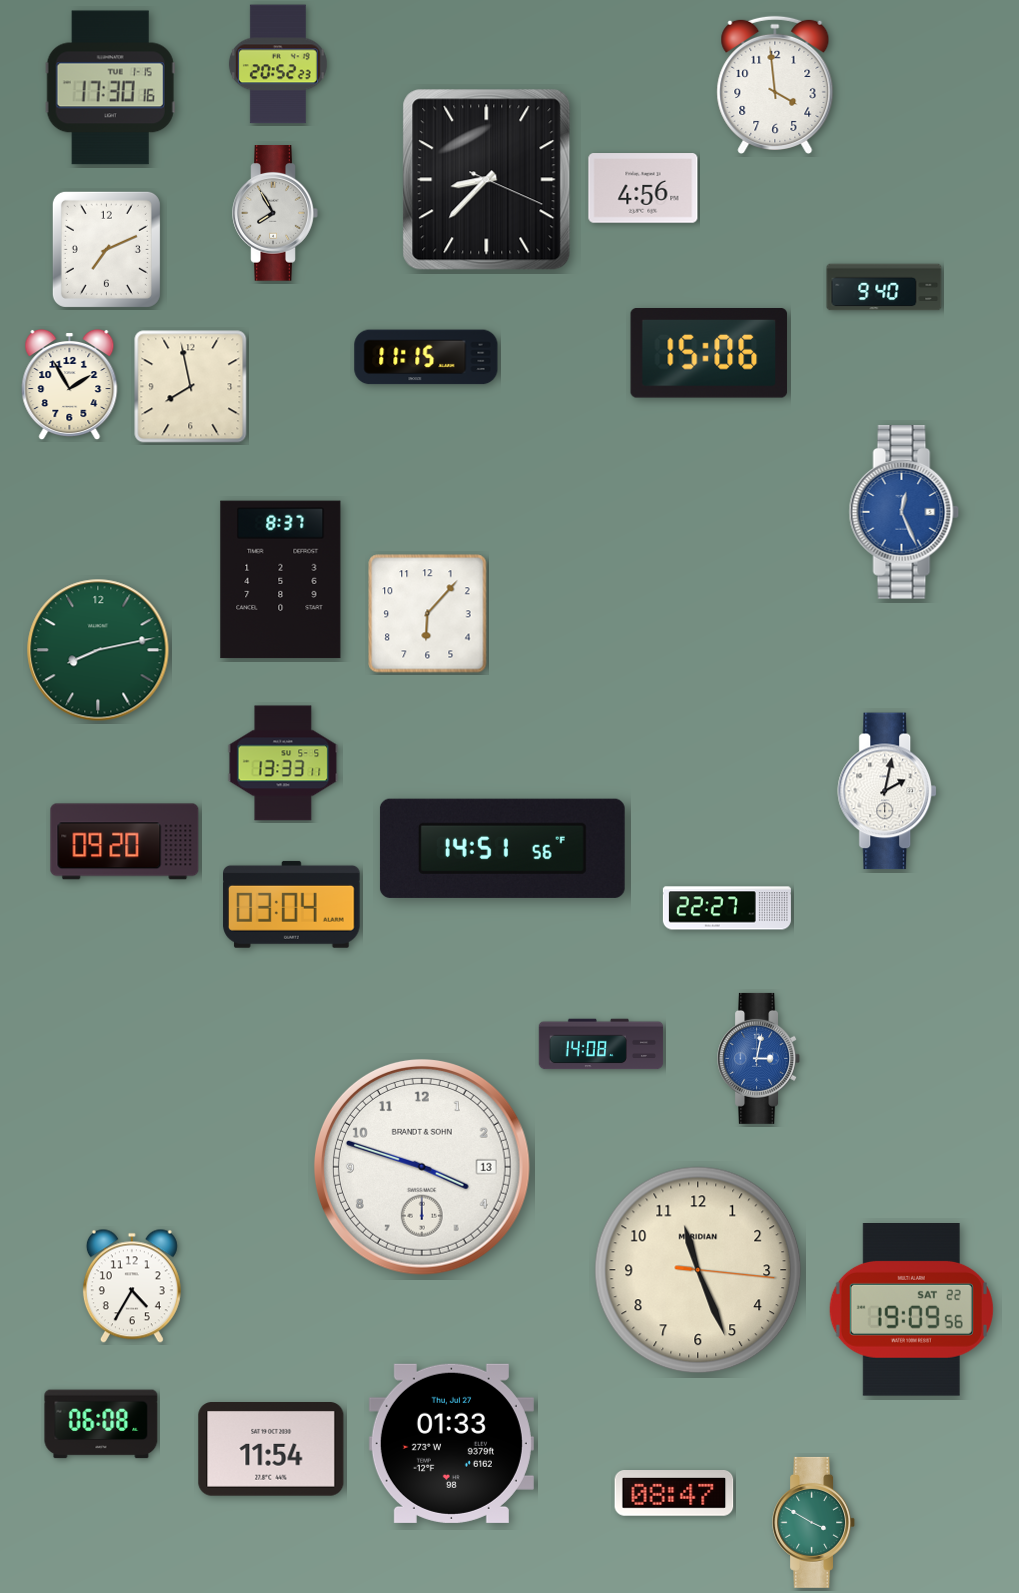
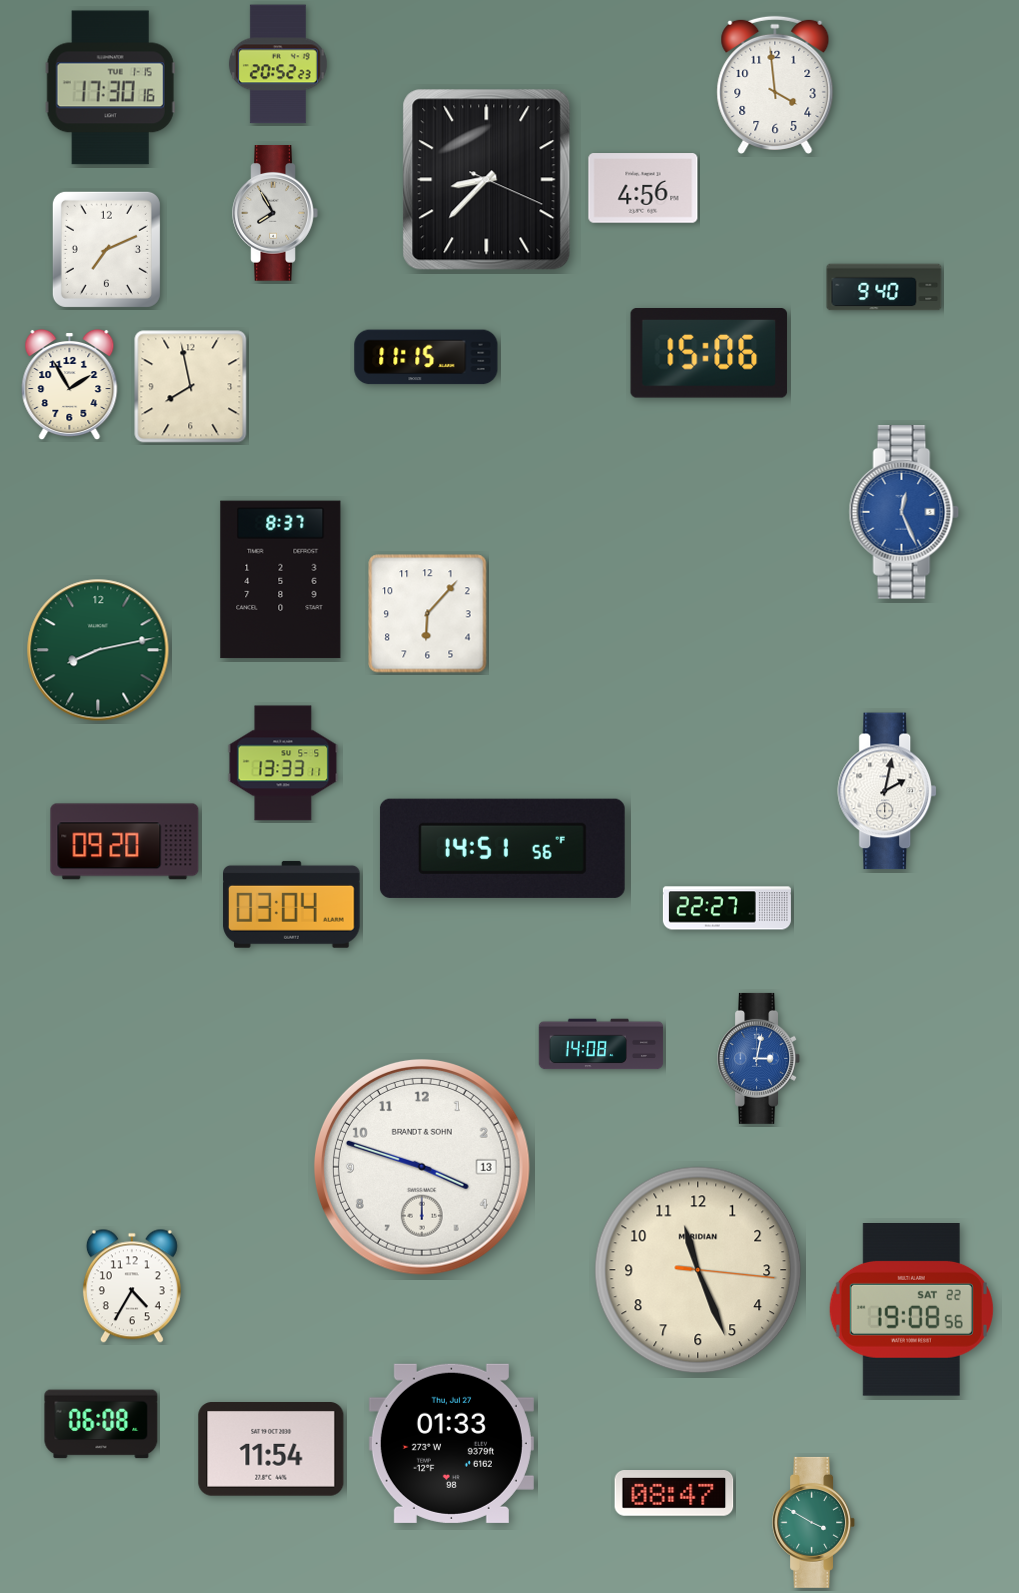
clock at (911, 1310): 19:09 -> 19:08
